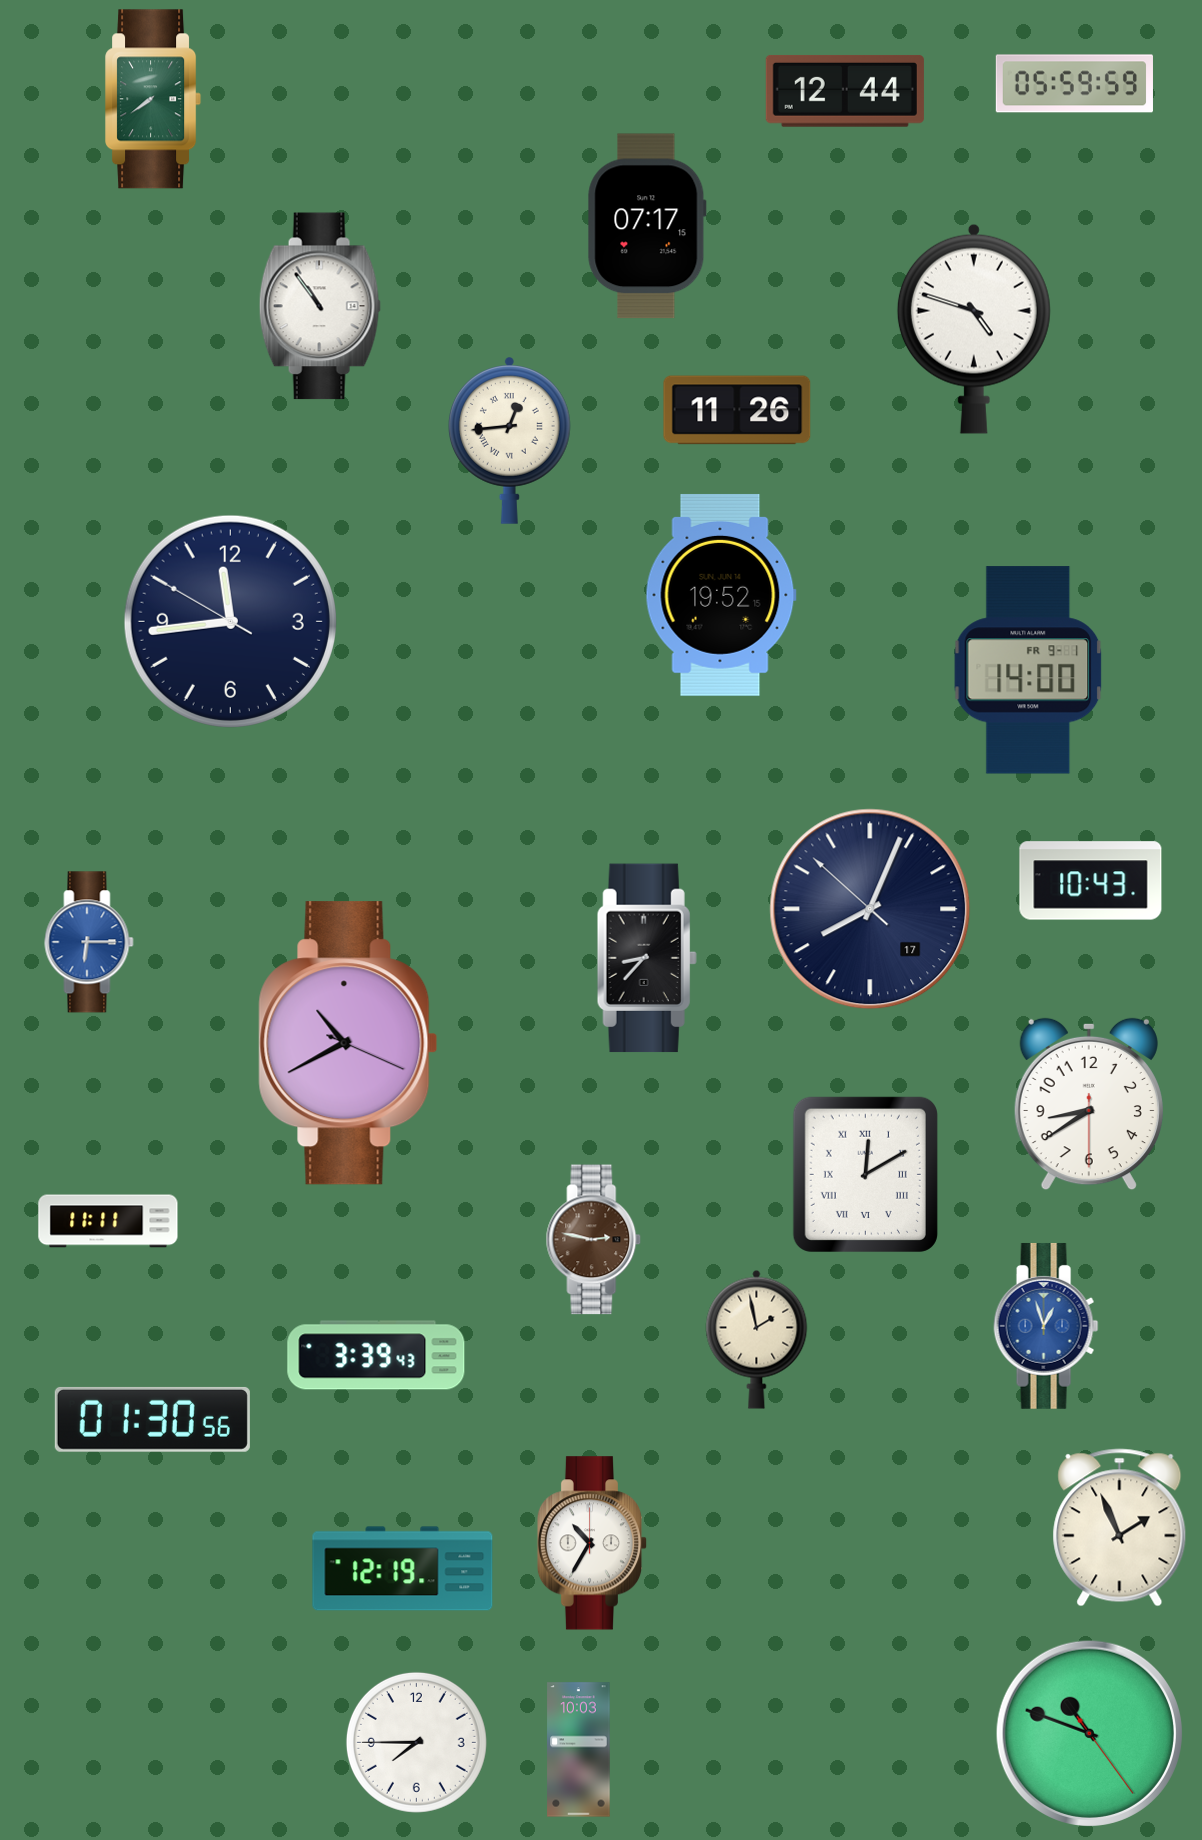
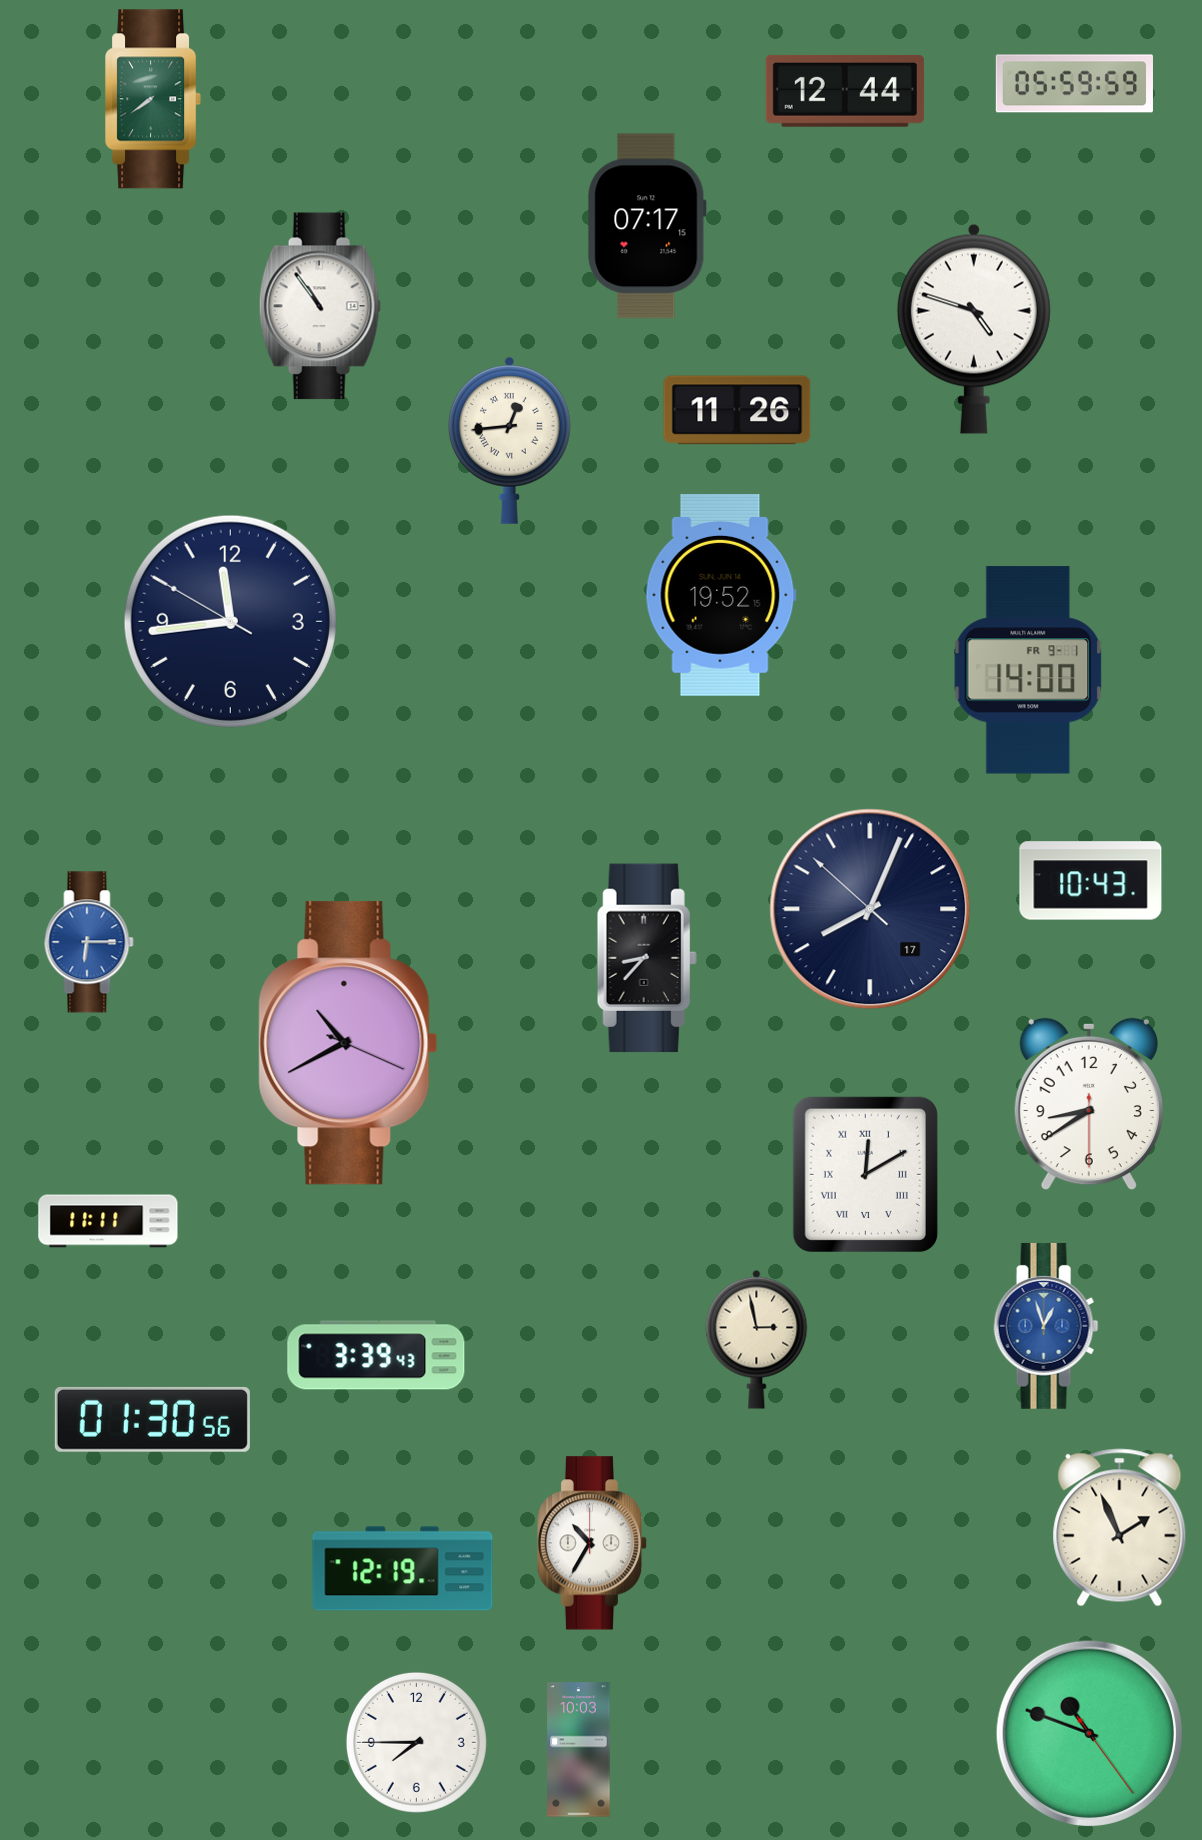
clock at (594, 1240): 2:47 -> none
clock at (757, 1339): 1:58 -> 2:58
